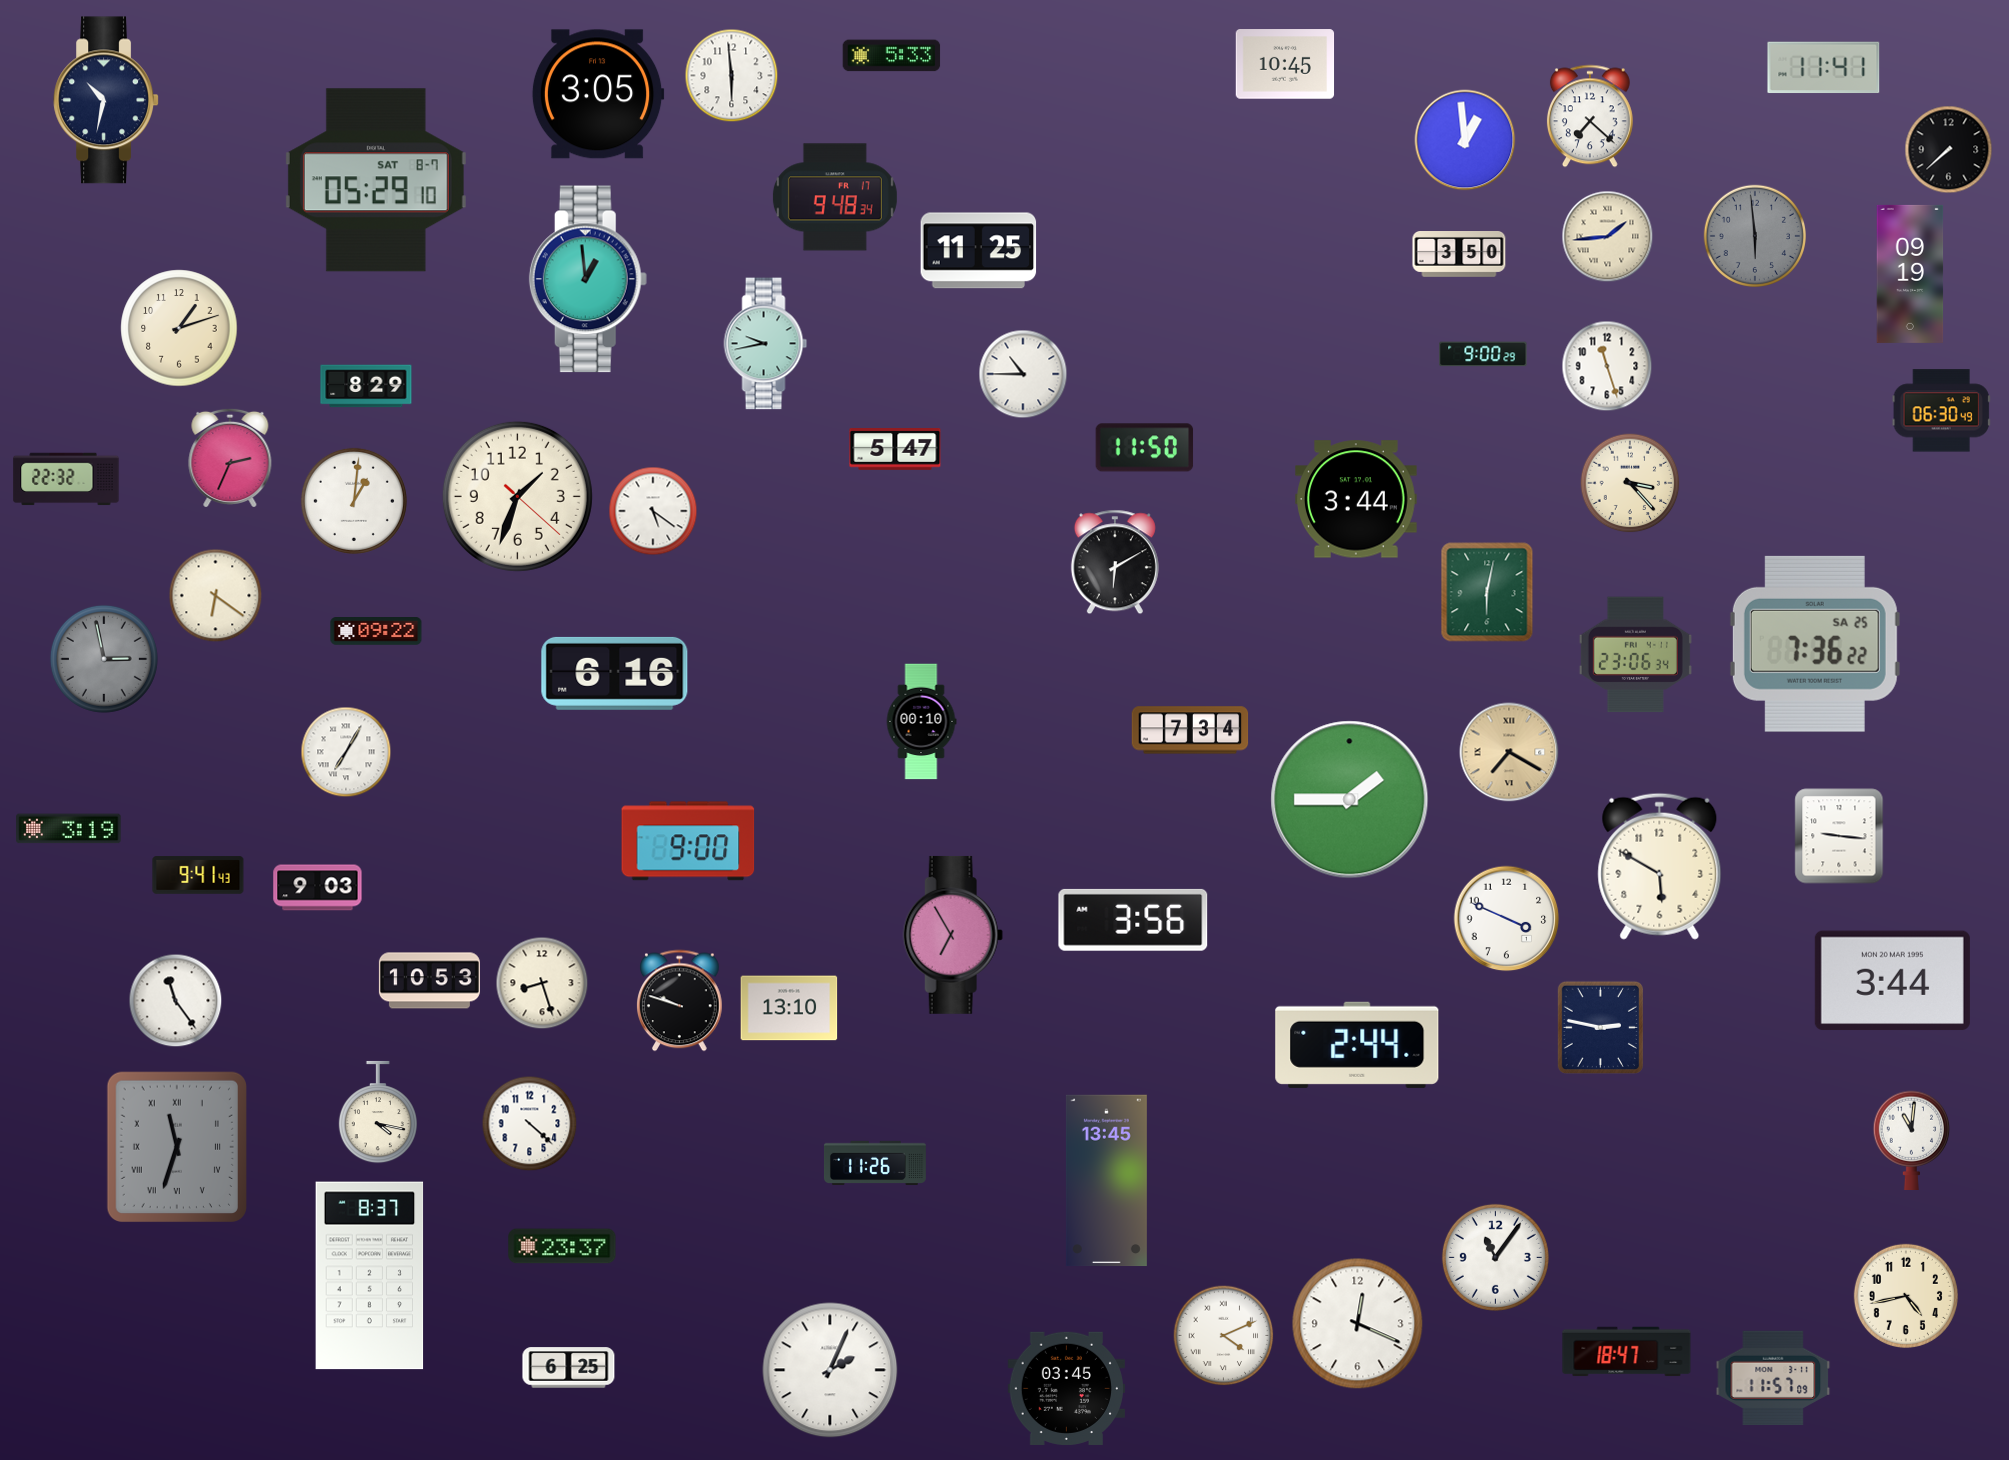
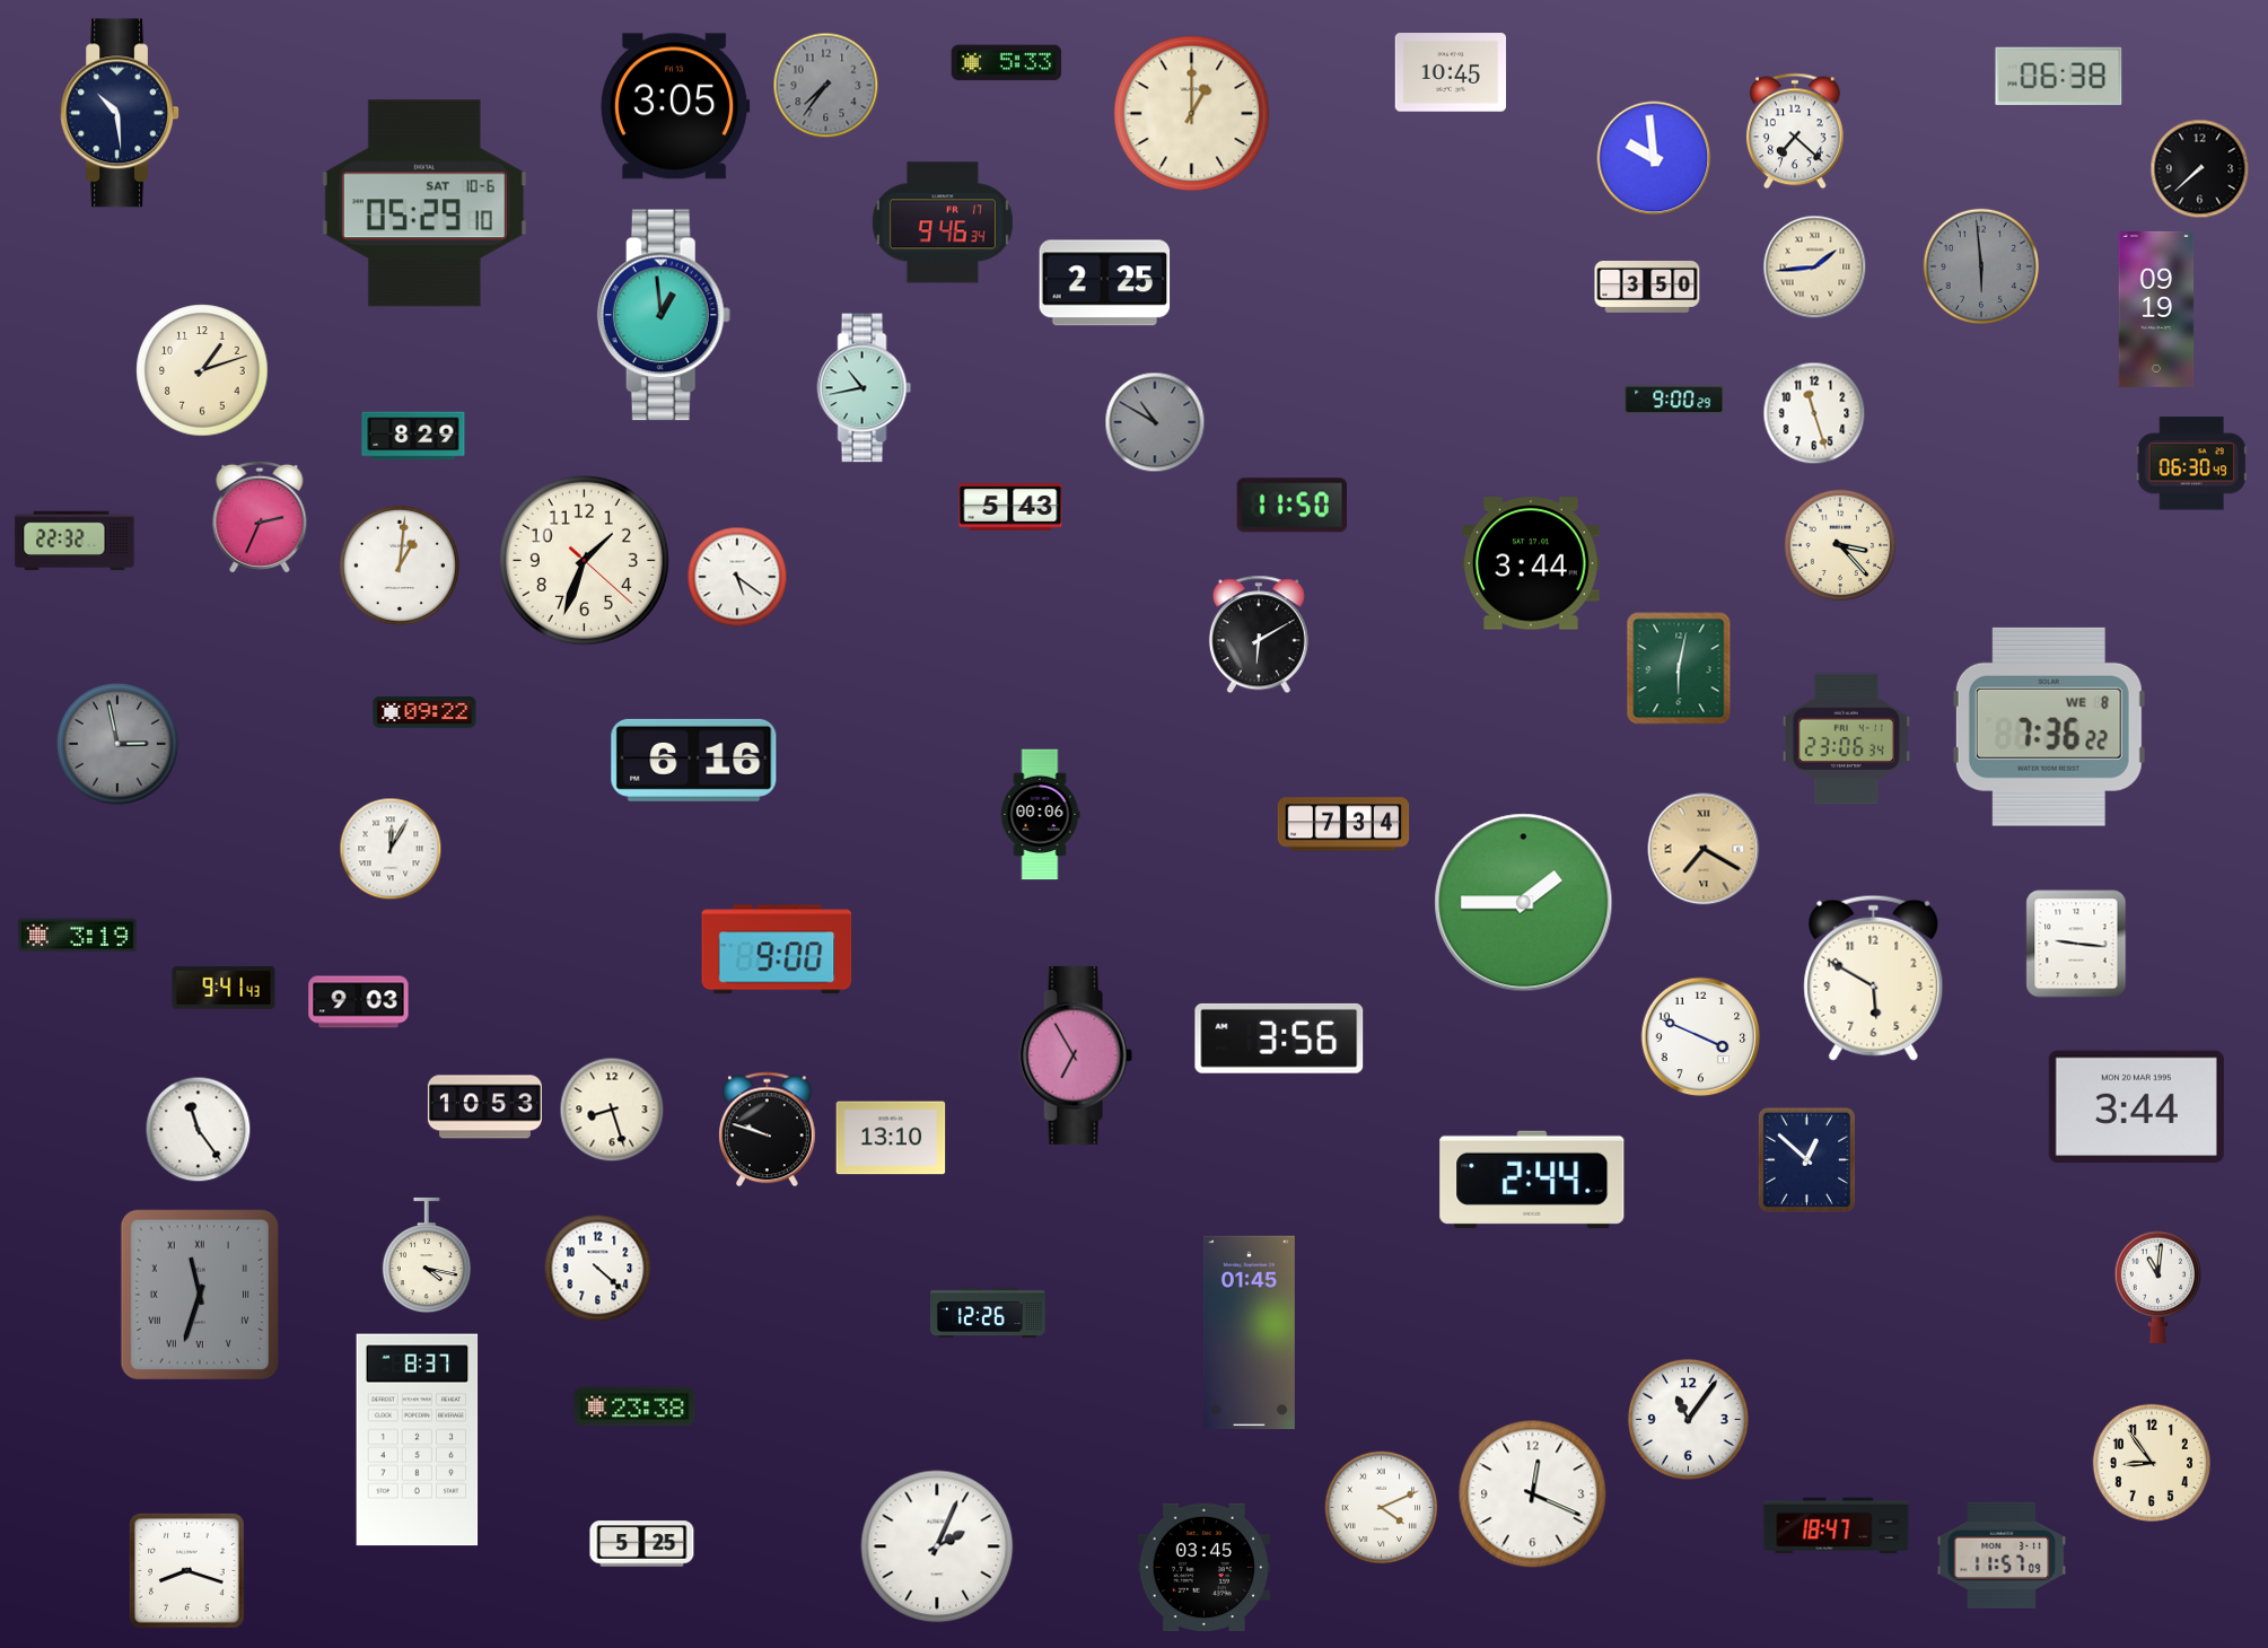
clock at (1824, 68): 11:41 -> 06:38
clock at (732, 76): 5:59 -> 7:36
clock at (732, 76) dial: white -> grey
clock at (106, 100): 10:32 -> 10:29
clock at (1192, 114): none -> 1:00
clock at (1465, 140): 12:59 -> 9:59
clock at (376, 180) date: SAT 8-7 -> SAT 10-6
clock at (835, 197): 9:48 -> 9:46
clock at (979, 251): 11:25 -> 2:25
clock at (766, 344): 9:43 -> 10:43
clock at (1023, 374): 10:45 -> 10:50
clock at (1023, 374) dial: white -> grey
clock at (895, 450): 5:47 -> 5:43
clock at (216, 596): 6:21 -> none
clock at (1815, 644) date: SA 25 -> WE 8
clock at (921, 722): 00:10 -> 00:06
clock at (346, 752): 7:05 -> 12:05
clock at (1600, 1027): 2:47 -> 12:52
clock at (875, 1163): 11:26 -> 12:26
clock at (1106, 1181): 13:45 -> 01:45
clock at (562, 1246): 23:37 -> 23:38
clock at (1906, 1296): 4:43 -> 8:54
clock at (569, 1368): 6:25 -> 5:25
clock at (187, 1571): none -> 8:18
